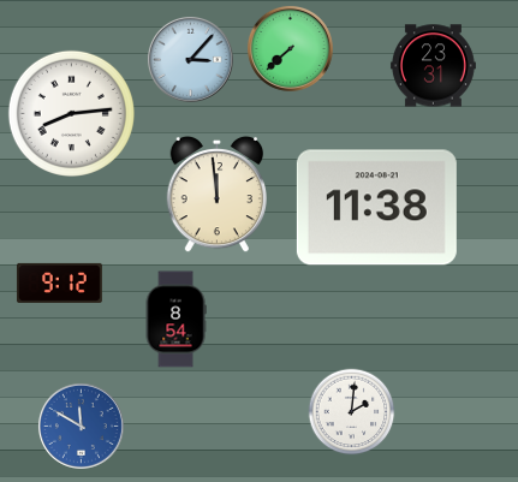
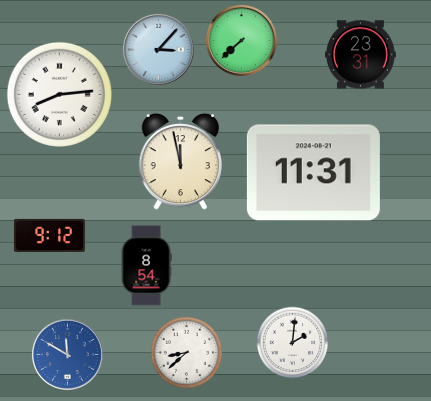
clock at (216, 195): 11:59 -> 11:58
clock at (376, 208): 11:38 -> 11:31
clock at (187, 353): none -> 8:38
